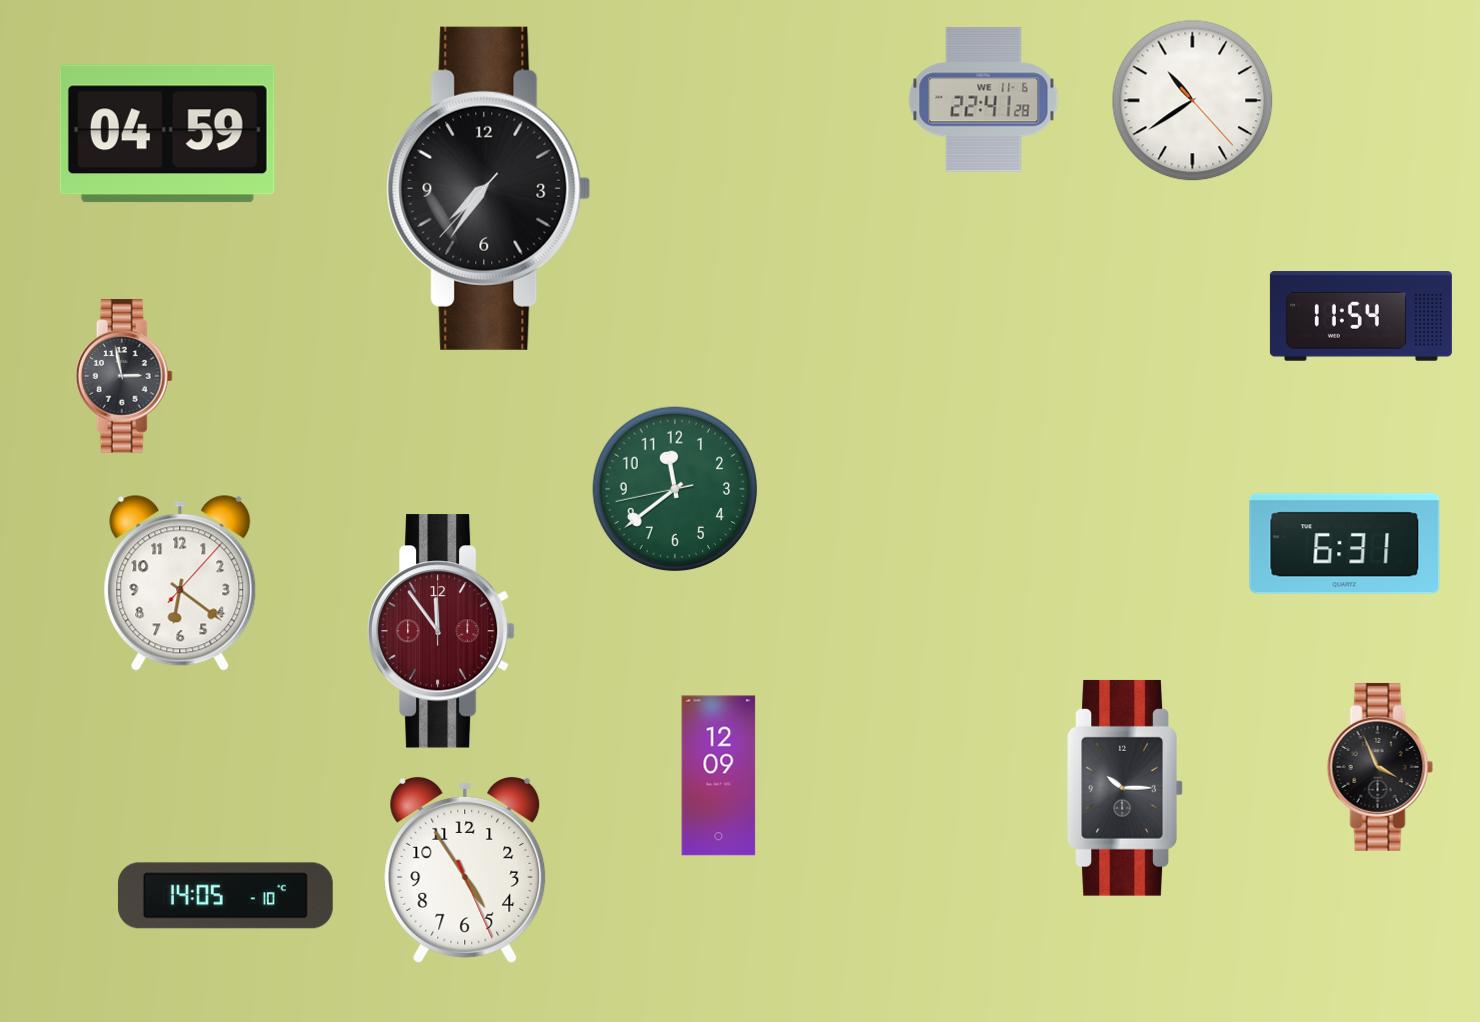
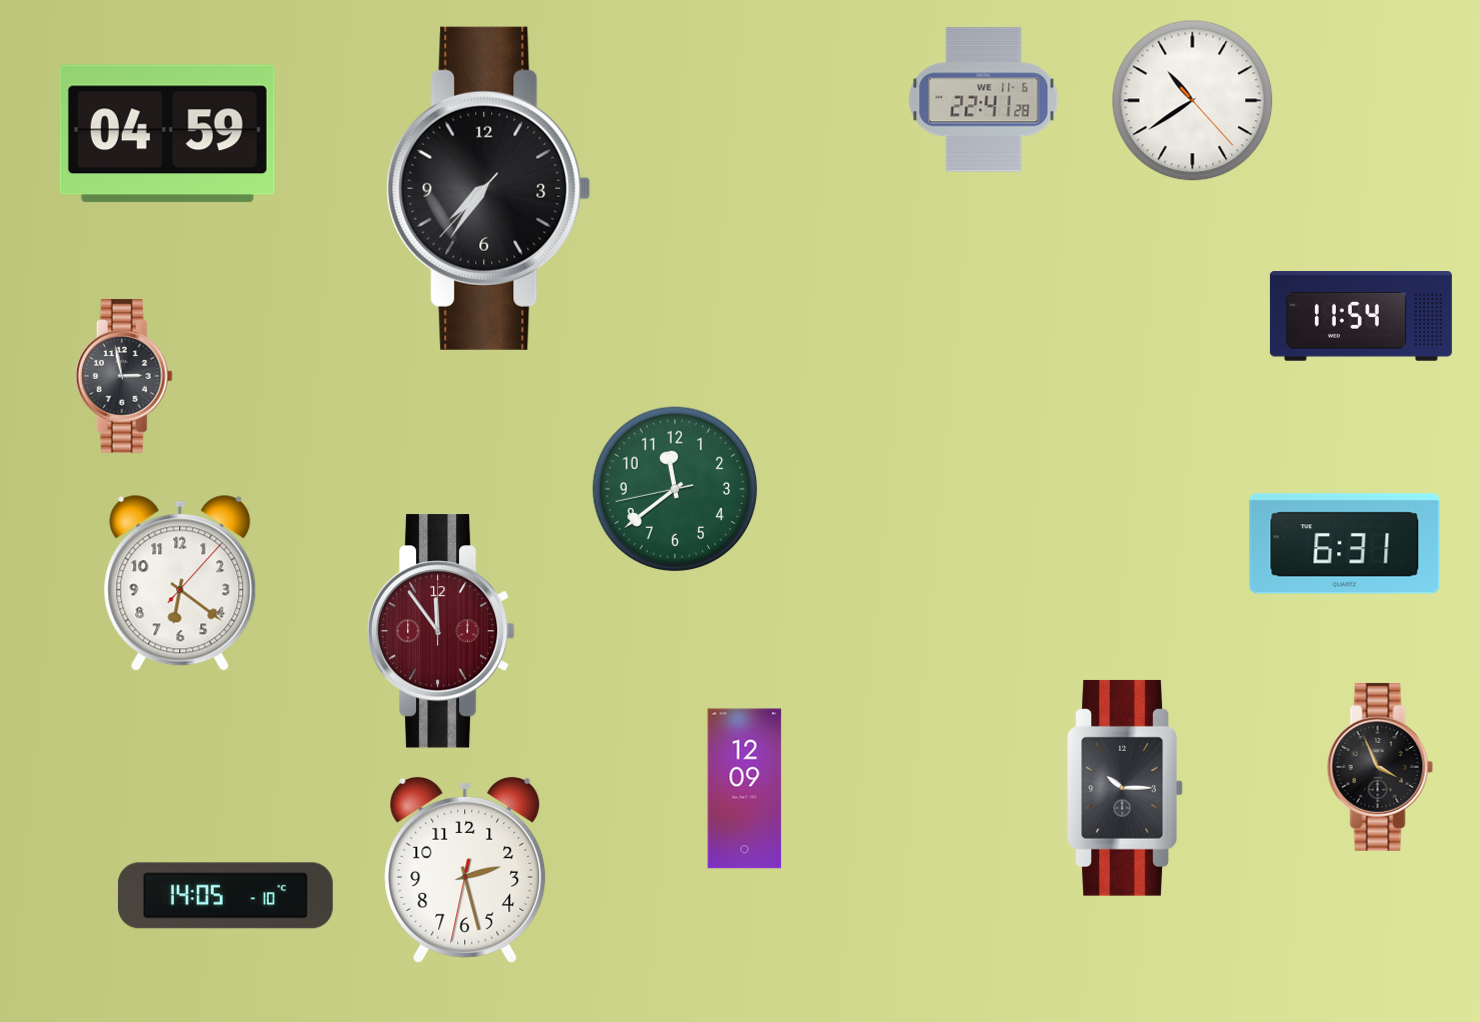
clock at (719, 776) position: (719, 776) -> (745, 789)
clock at (465, 870): 4:54 -> 2:27
